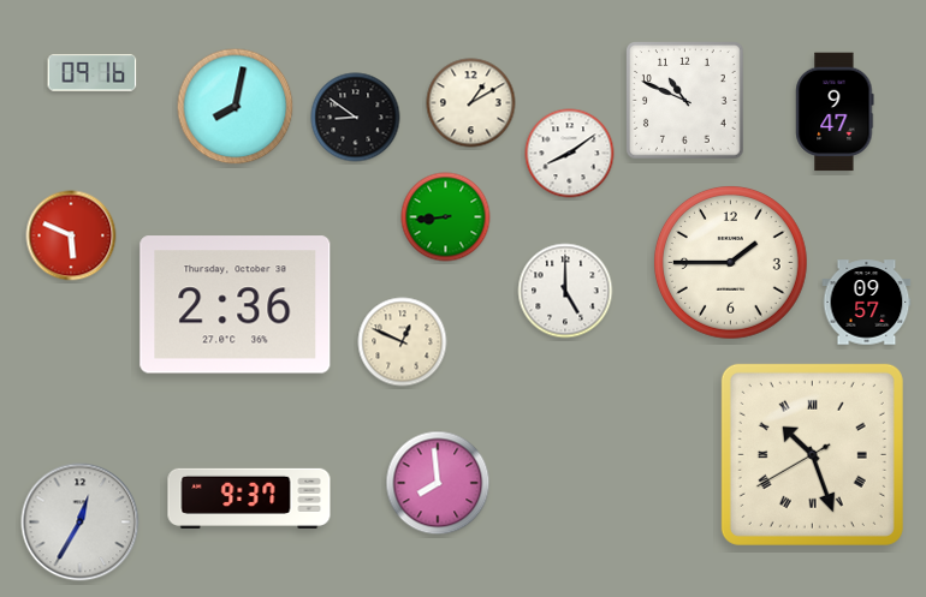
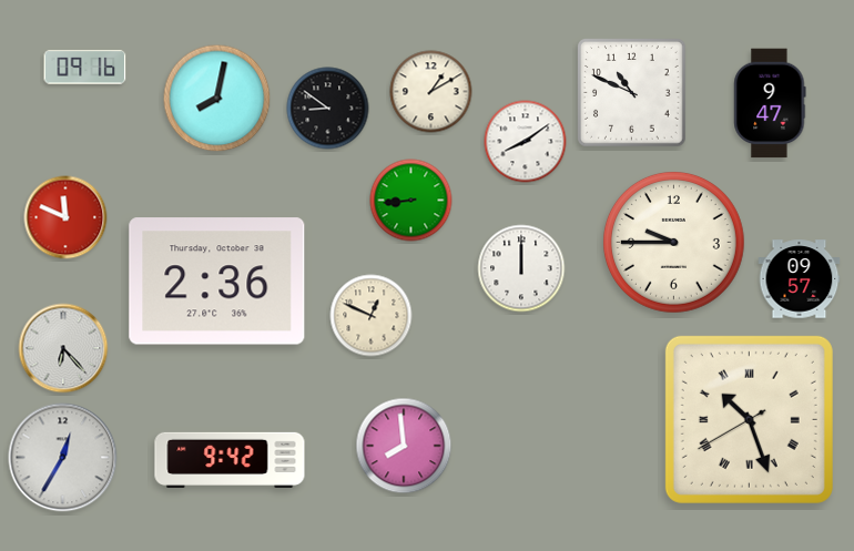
clock at (471, 103) position: (471, 103) -> (431, 92)
clock at (71, 235): 5:49 -> 11:49
clock at (731, 263): 1:45 -> 9:45
clock at (565, 291): 5:00 -> 12:00
clock at (63, 348): none -> 6:23
clock at (249, 499): 9:37 -> 9:42
clock at (81, 523) position: (81, 523) -> (63, 458)
